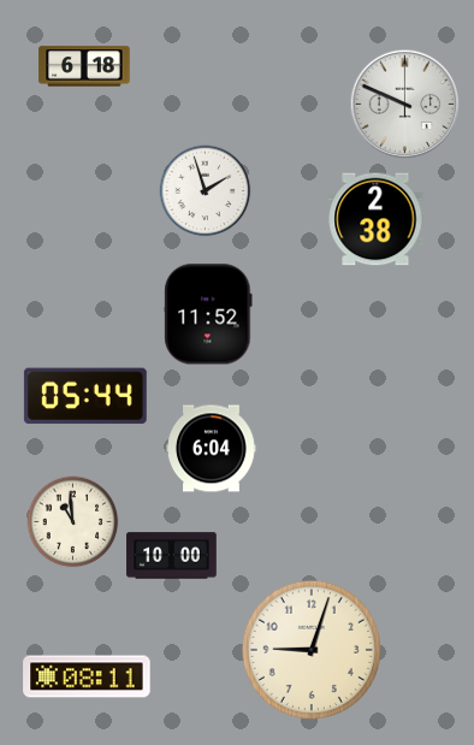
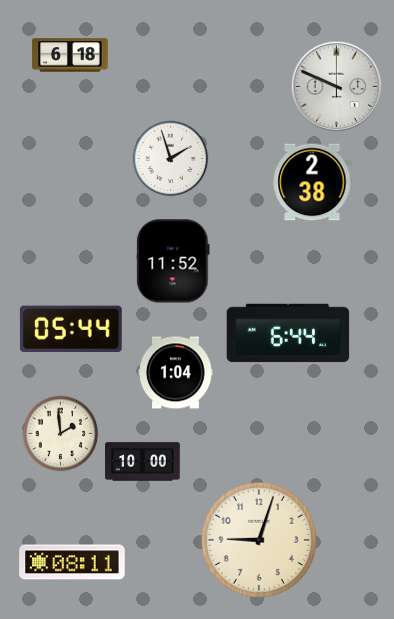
clock at (288, 333): none -> 6:44
clock at (212, 449): 6:04 -> 1:04
clock at (73, 522): 10:59 -> 1:59
